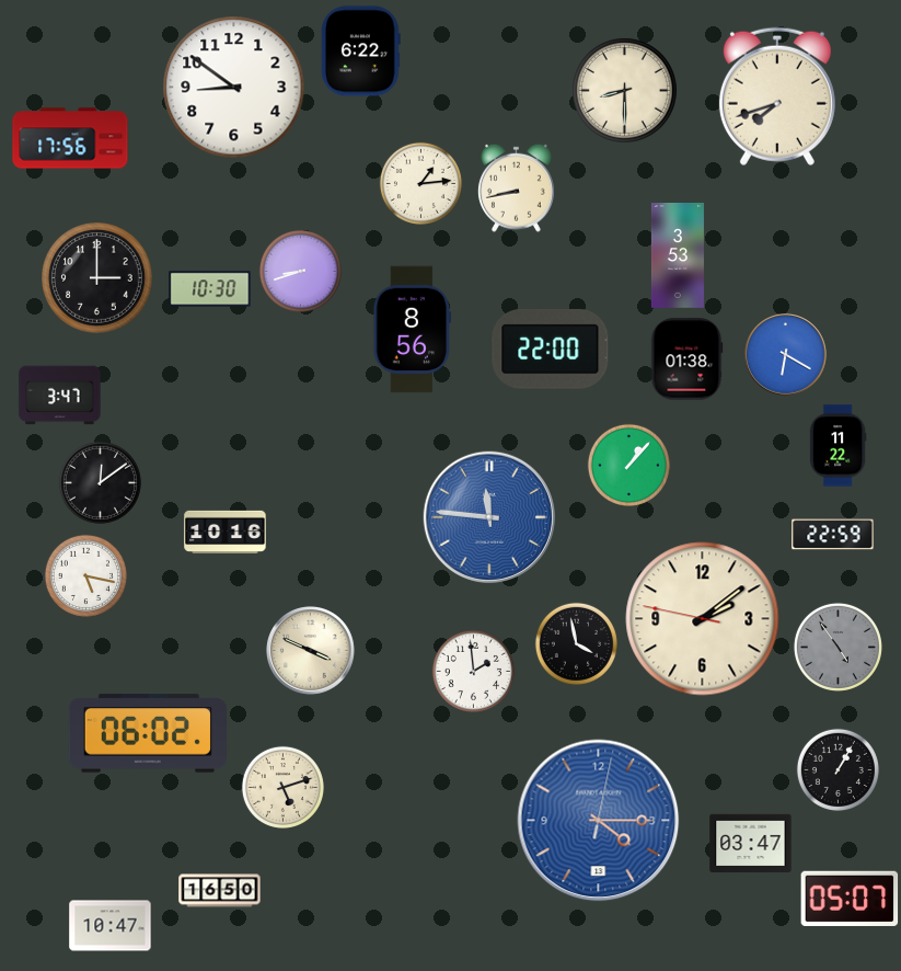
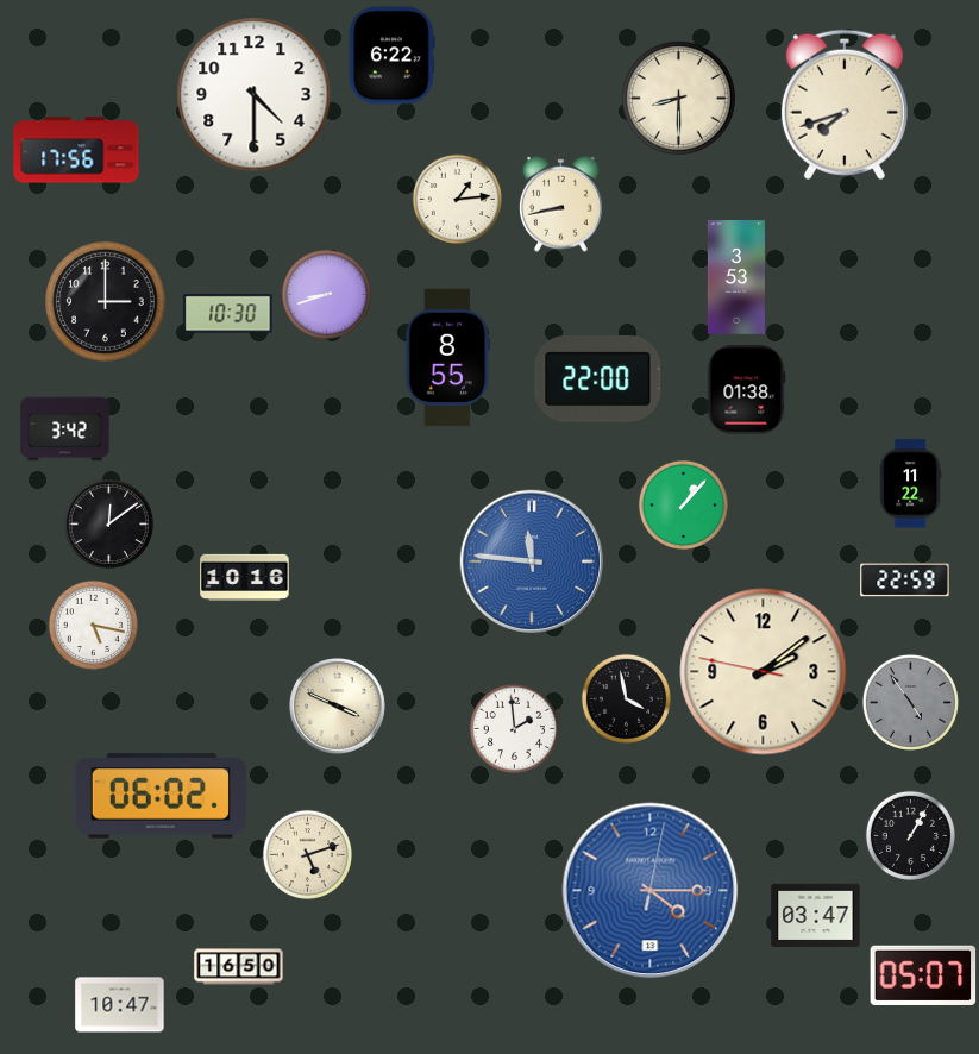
clock at (234, 88): 8:51 -> 4:30
clock at (413, 330): 8:56 -> 8:55
clock at (786, 355): 6:20 -> none
clock at (60, 396): 3:47 -> 3:42
